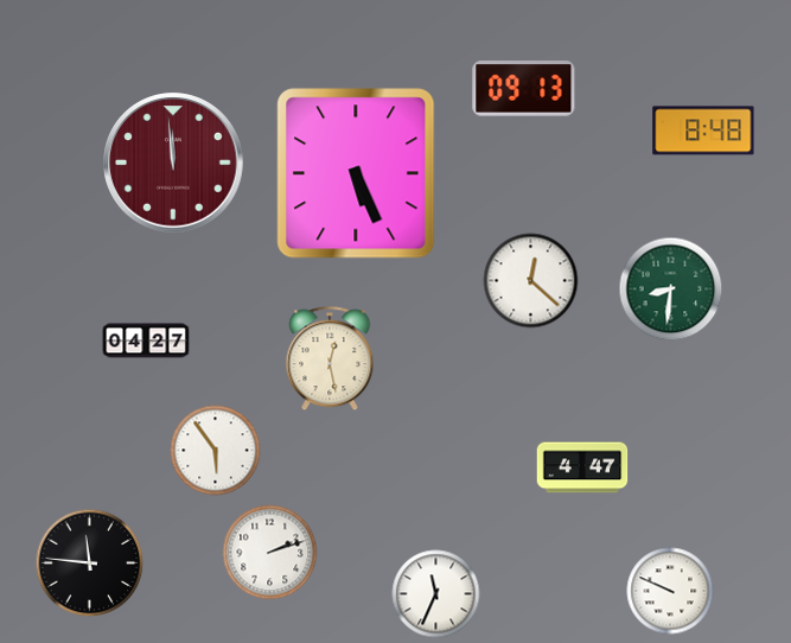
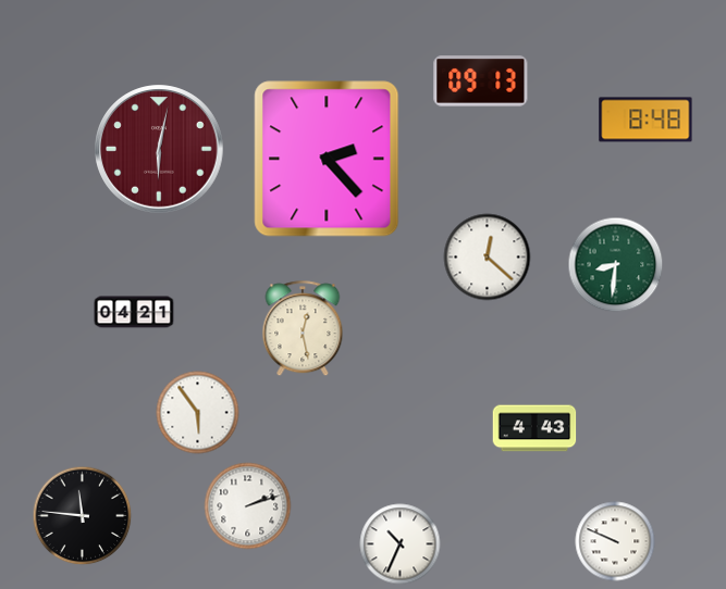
clock at (173, 163): 11:59 -> 6:02
clock at (356, 173): 5:26 -> 2:23
clock at (146, 340): 04:27 -> 04:21
clock at (582, 467): 4:47 -> 4:43
clock at (436, 594): 11:34 -> 10:34
